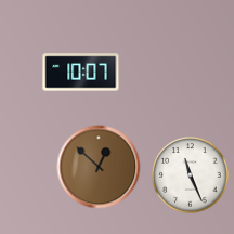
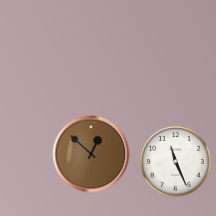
clock at (81, 73): 10:07 -> none
